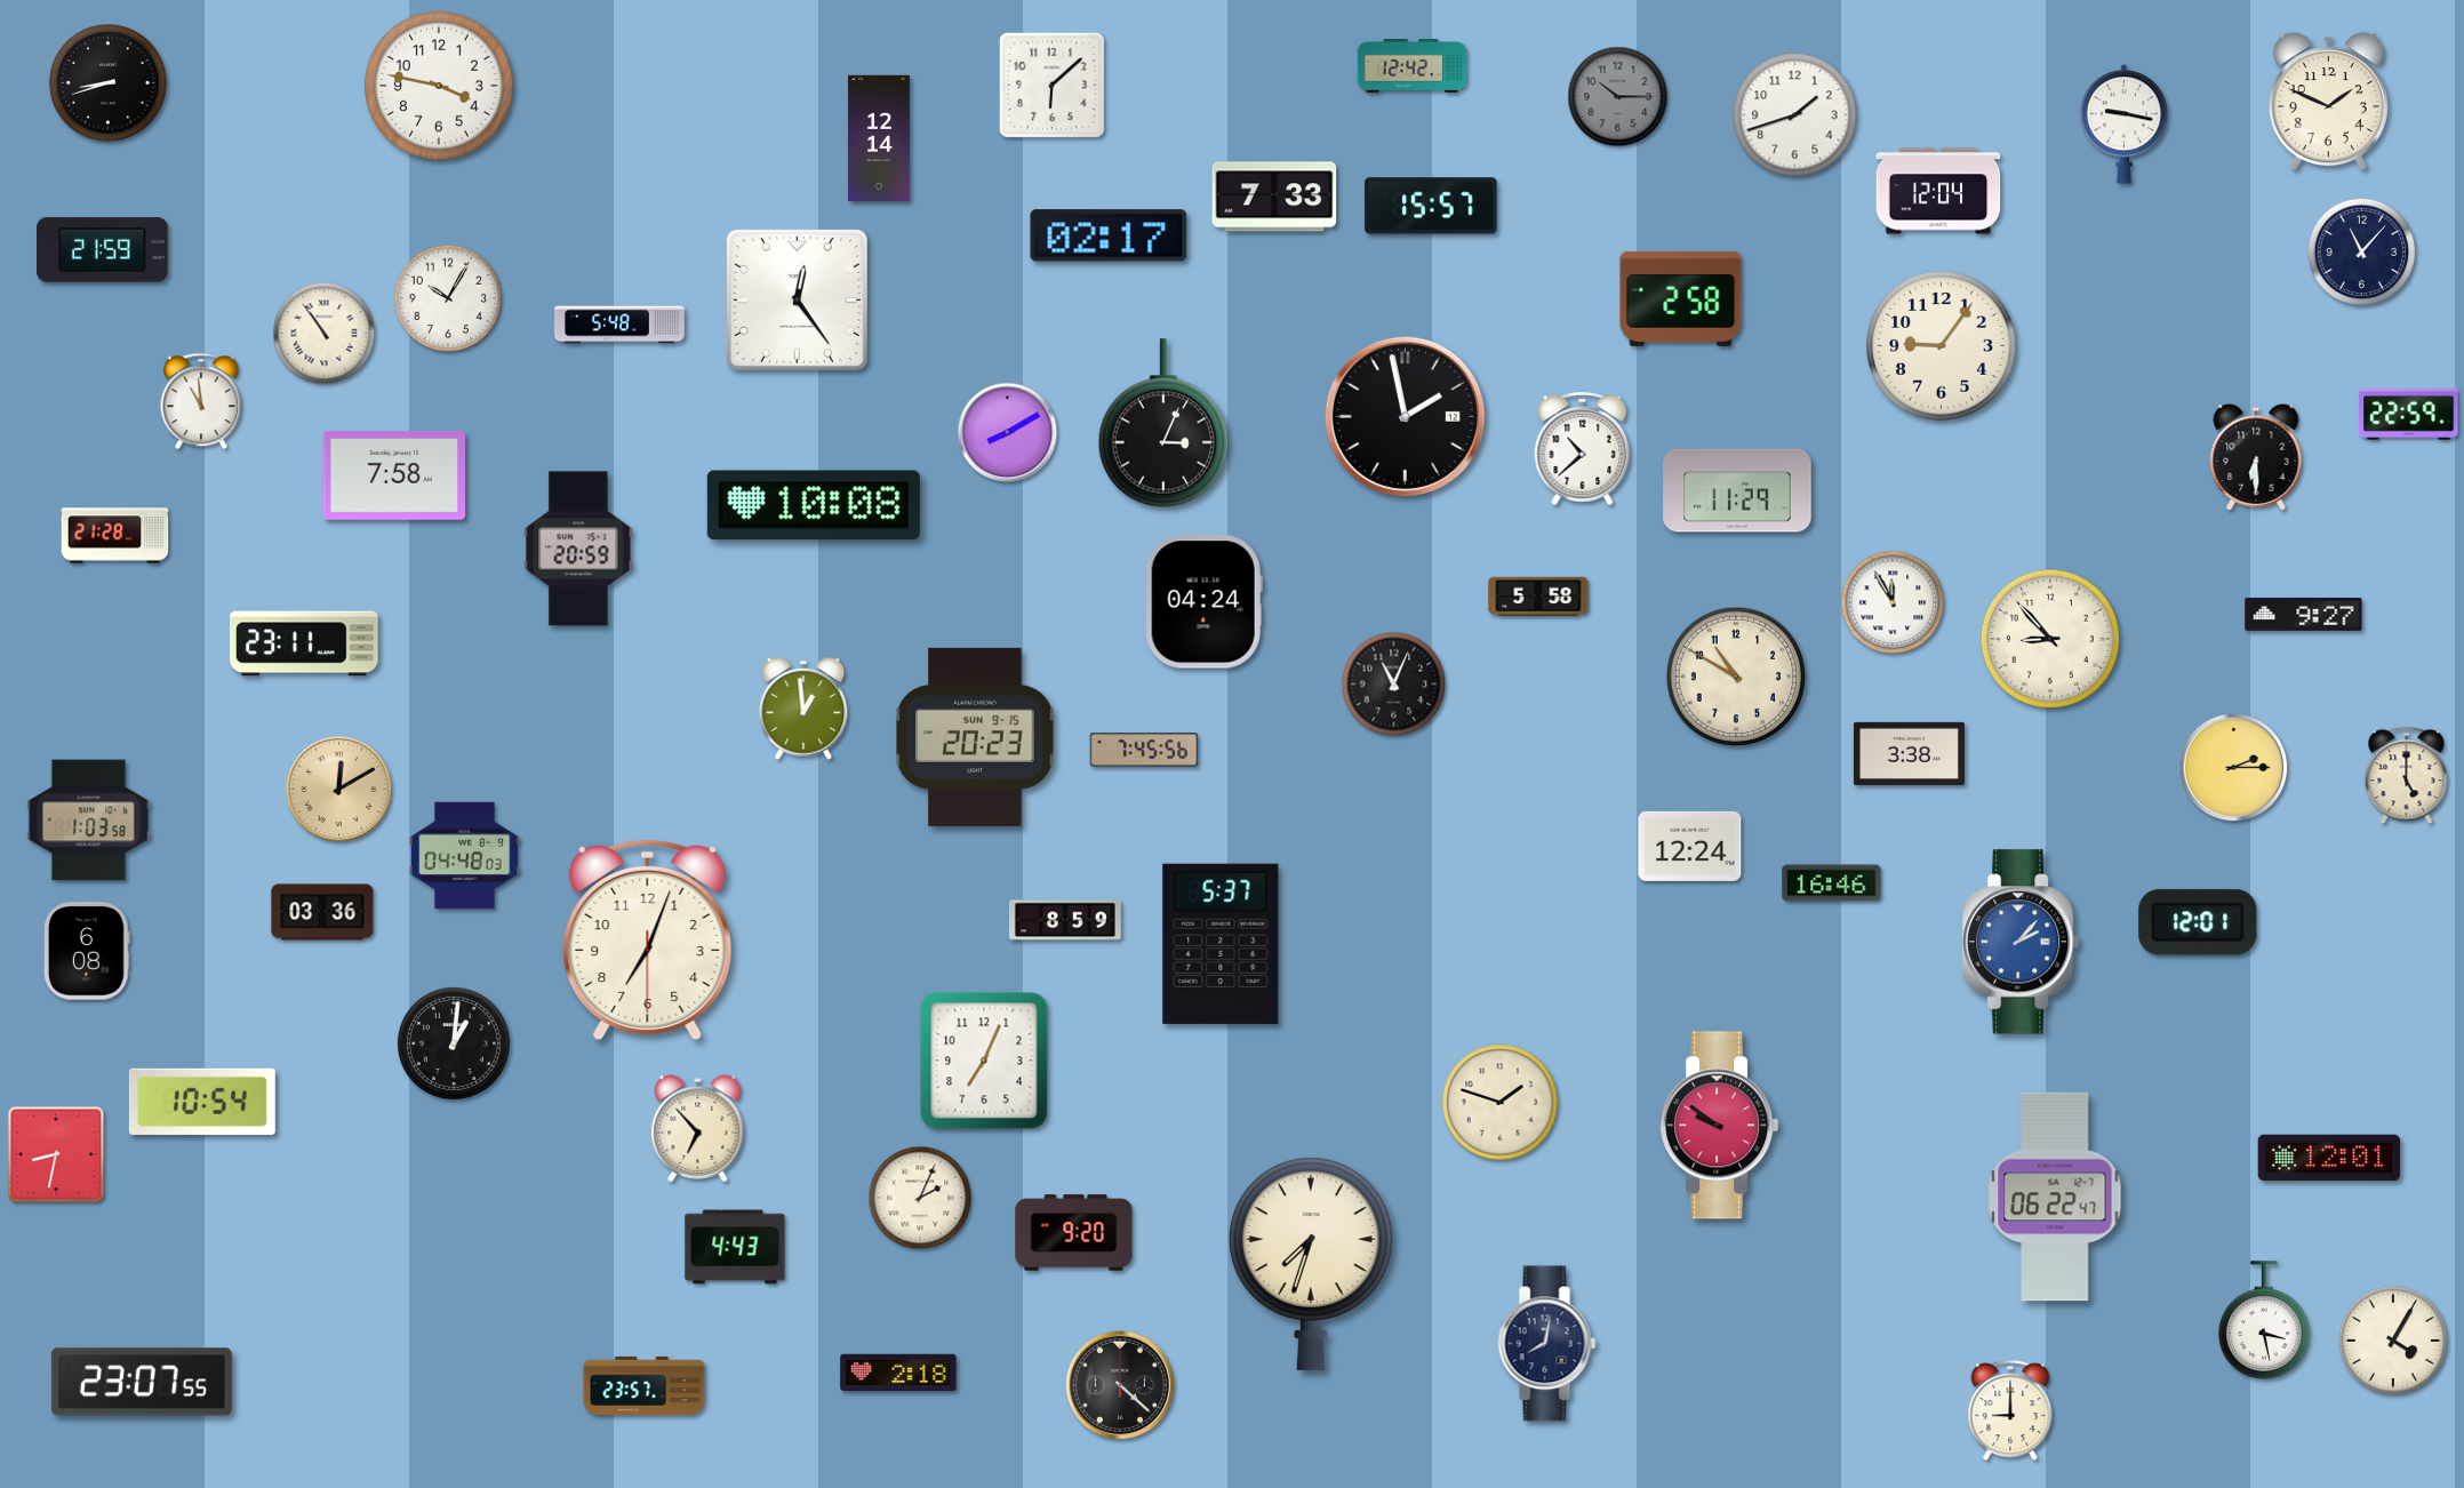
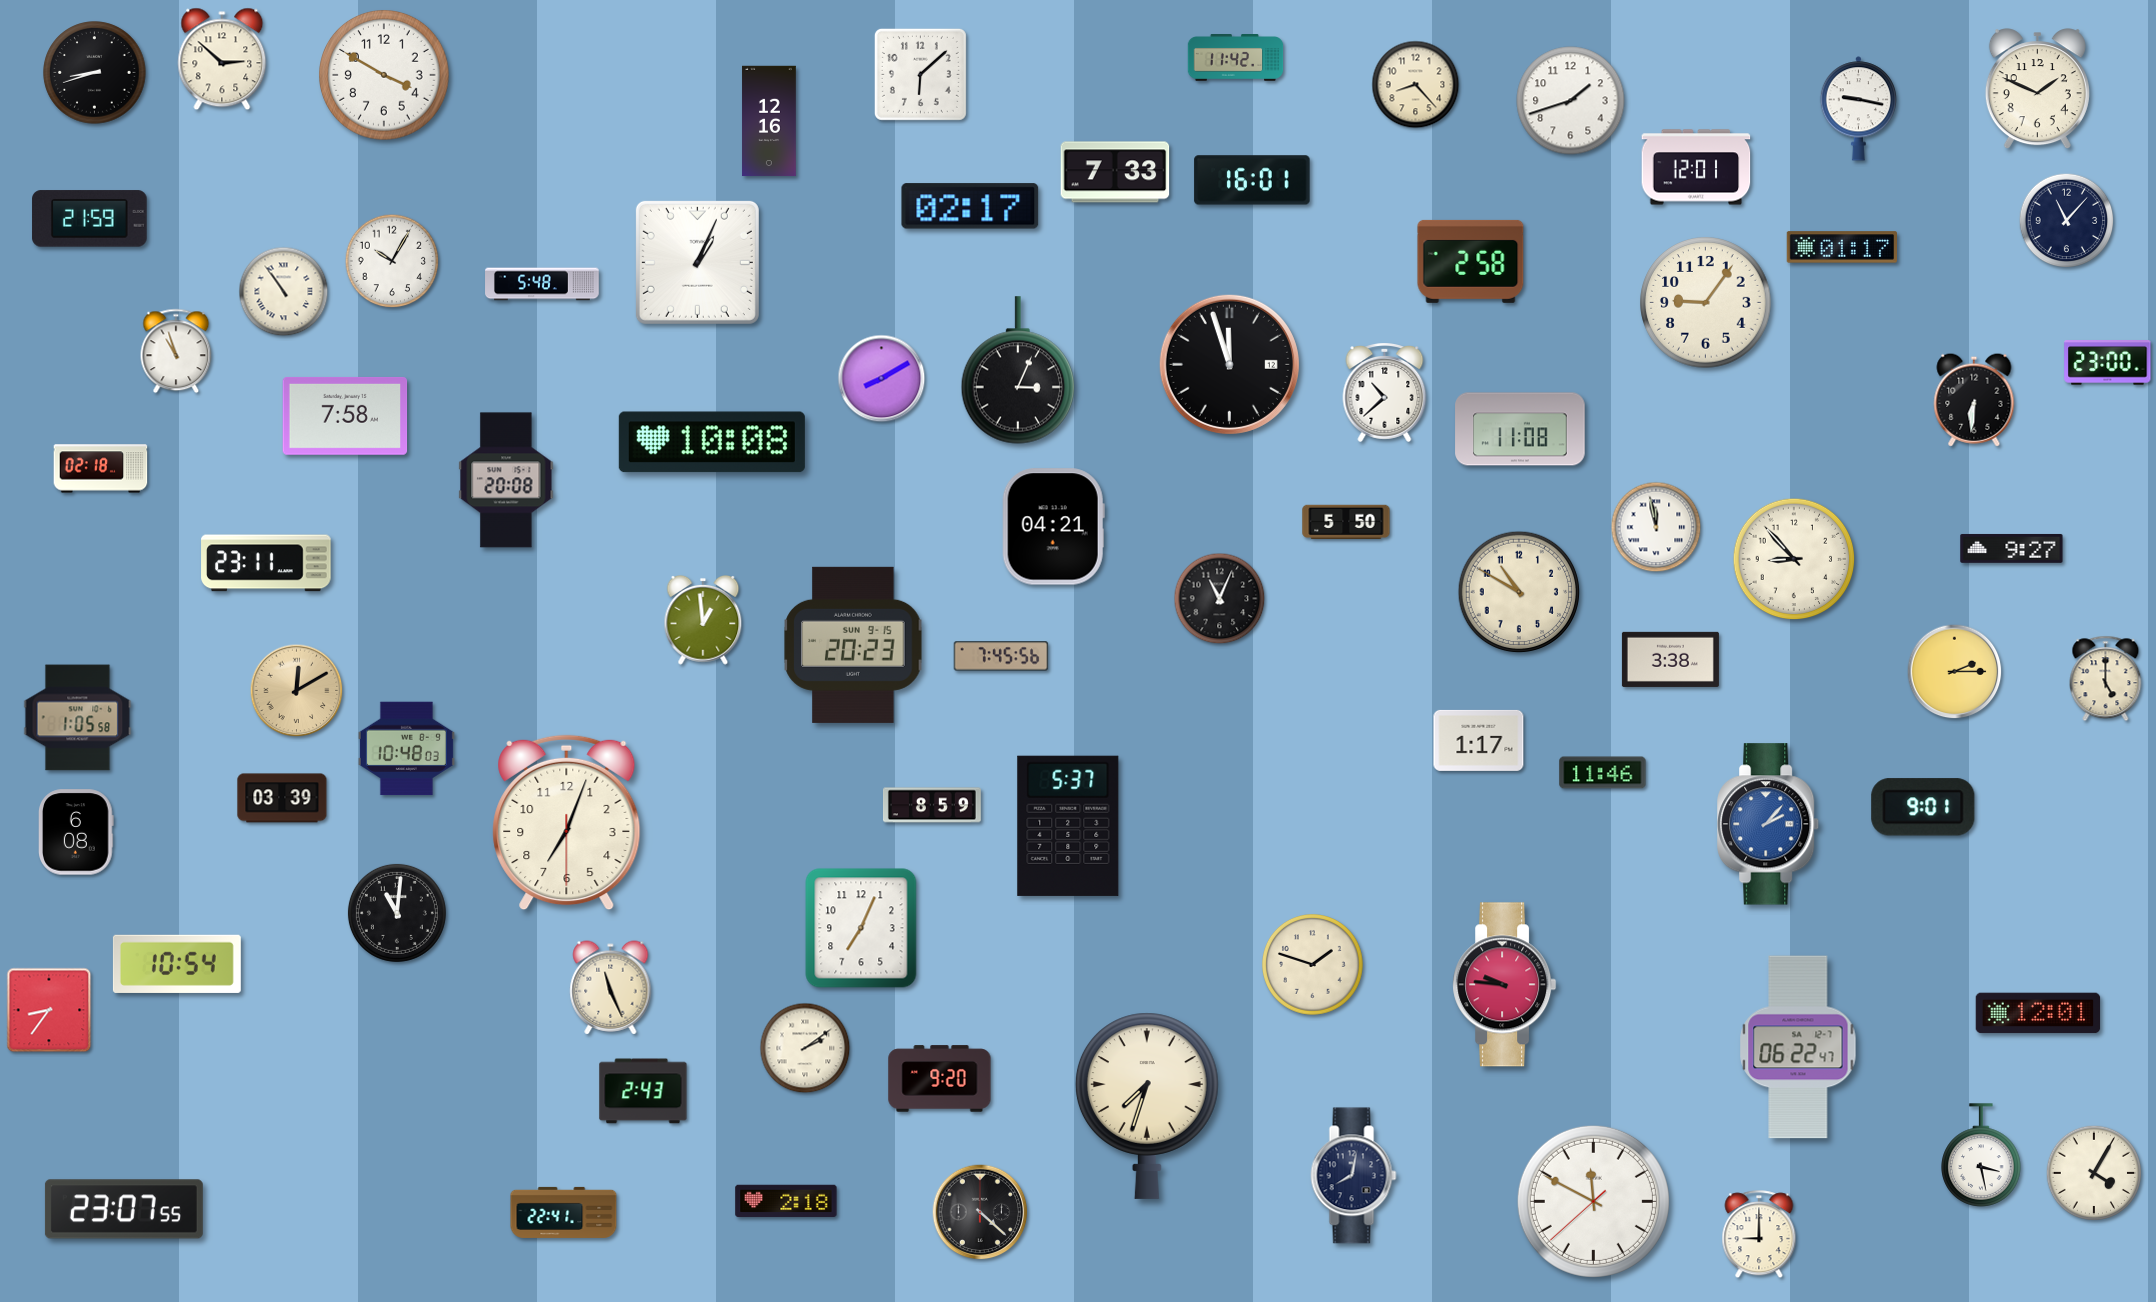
clock at (1413, 66): 12:42 -> 11:42
clock at (222, 59): none -> 2:52
clock at (440, 87): 3:47 -> 3:50
clock at (1618, 97): 10:15 -> 8:23
clock at (1618, 97) dial: grey -> cream
clock at (879, 138): 12:14 -> 12:16
clock at (1938, 191): 12:04 -> 12:01
clock at (1431, 206): 15:57 -> 16:01
clock at (1841, 247): none -> 01:17
clock at (797, 299): 12:24 -> 1:04
clock at (1942, 346) position: (1942, 346) -> (1706, 303)
clock at (201, 401): 10:59 -> 10:57
clock at (2409, 415): 22:59 -> 23:00
clock at (1405, 416): 1:58 -> 11:57
clock at (2256, 457): 6:30 -> 6:31
clock at (1737, 490): 11:29 -> 11:08
clock at (115, 536): 21:28 -> 02:18
clock at (578, 549): 20:59 -> 20:08
clock at (1538, 597): 5:58 -> 5:50
clock at (1203, 602): 04:24 -> 04:21
clock at (1893, 602): 11:55 -> 11:58
clock at (2304, 614) position: (2304, 614) -> (2012, 548)
clock at (89, 821): 1:03 -> 1:05
clock at (1690, 846): 12:24 -> 1:17
clock at (464, 856): 04:48 -> 10:48
clock at (1832, 883): 16:46 -> 11:46
clock at (322, 912): 03:36 -> 03:39
clock at (2198, 922): 12:01 -> 9:01
clock at (454, 1043): 1:01 -> 11:01
clock at (1720, 1126): 9:51 -> 9:46
clock at (698, 1129): 6:53 -> 11:26
clock at (56, 1154): 8:32 -> 8:36
clock at (920, 1198): 2:04 -> 2:09
clock at (735, 1247): 4:43 -> 2:43
clock at (1593, 1201): none -> 11:49
clock at (645, 1385): 23:57 -> 22:41
